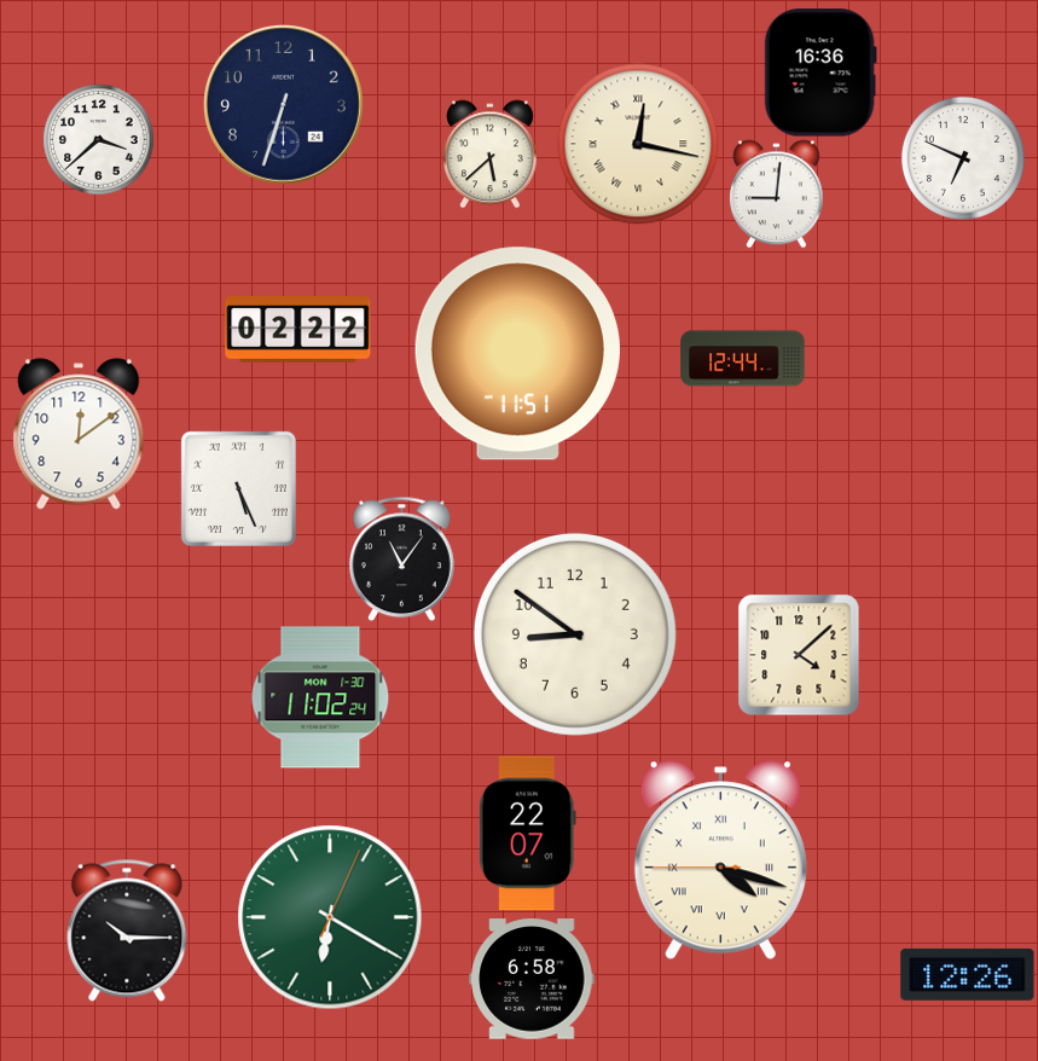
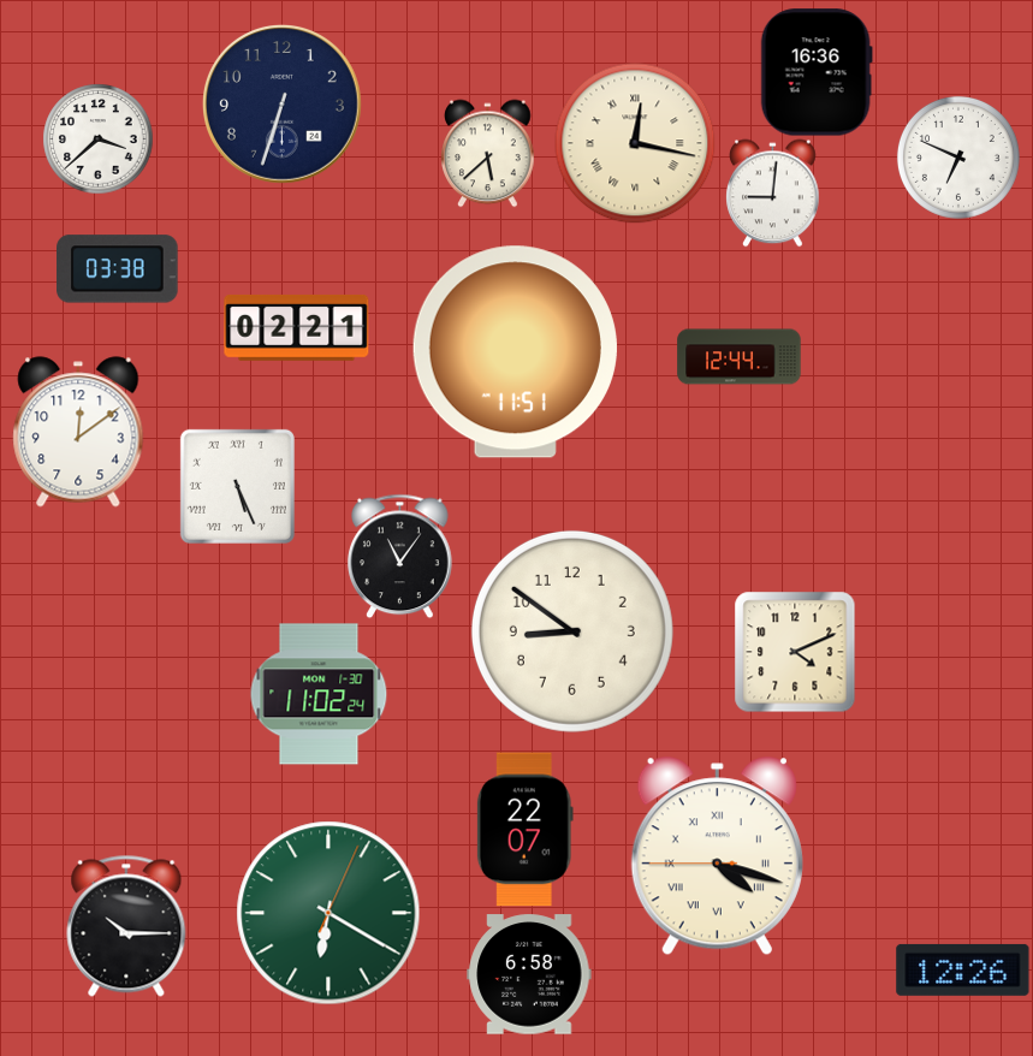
clock at (118, 269): none -> 03:38
clock at (298, 329): 02:22 -> 02:21
clock at (799, 655): 4:08 -> 4:11
